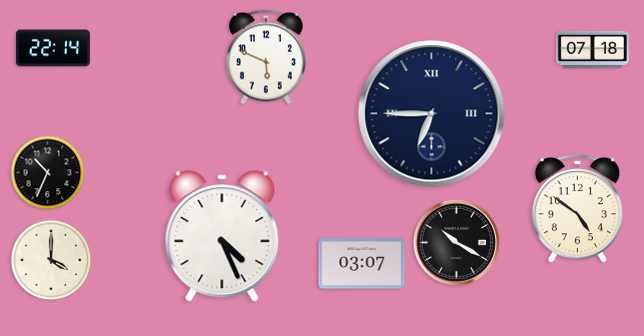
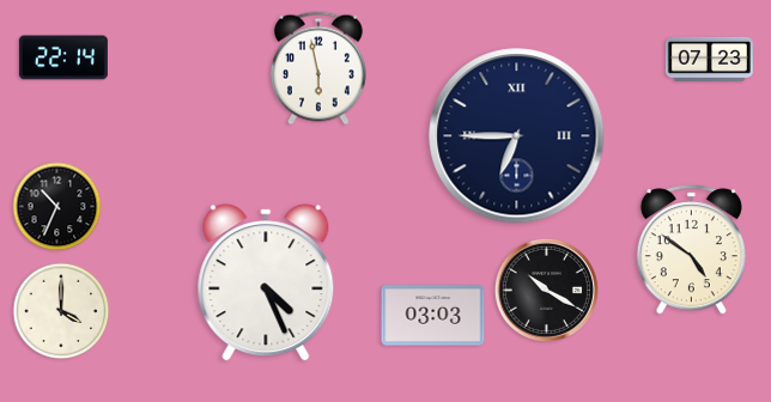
clock at (592, 49): 07:18 -> 07:23
clock at (266, 57): 5:49 -> 5:58
clock at (362, 264): 03:07 -> 03:03
